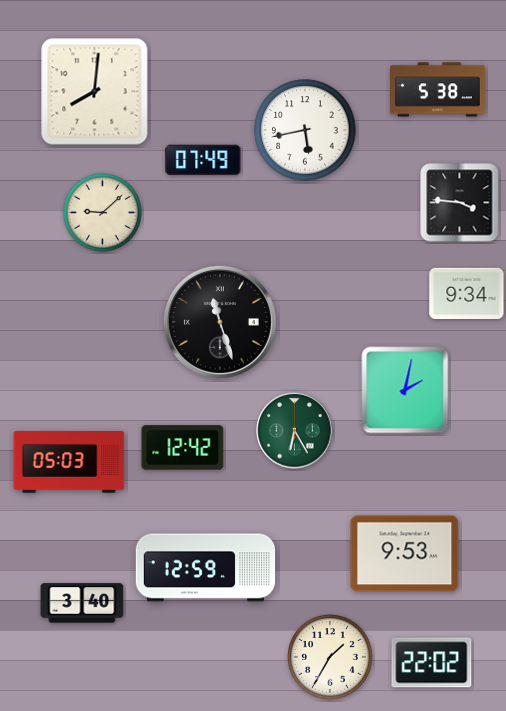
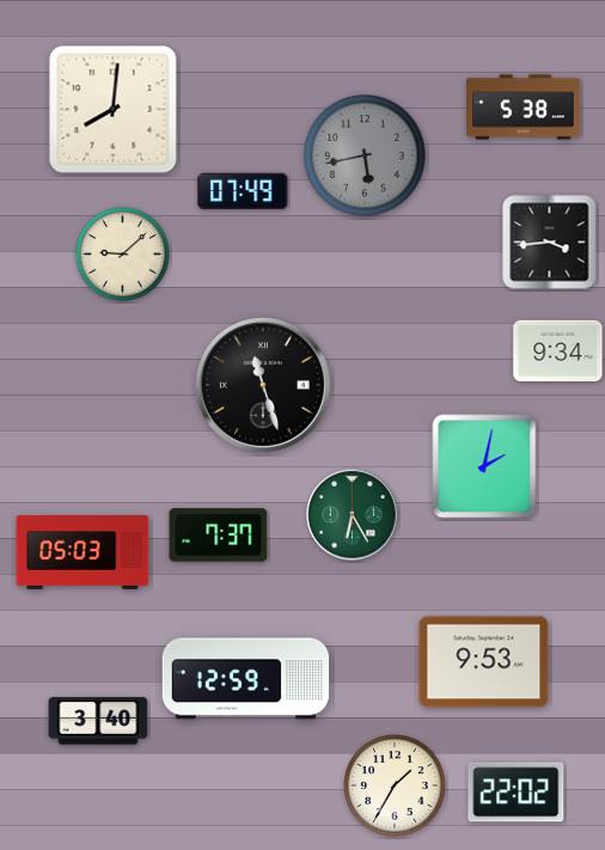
clock at (305, 130) dial: white -> grey
clock at (460, 203): 3:46 -> 3:44
clock at (183, 448): 12:42 -> 7:37
